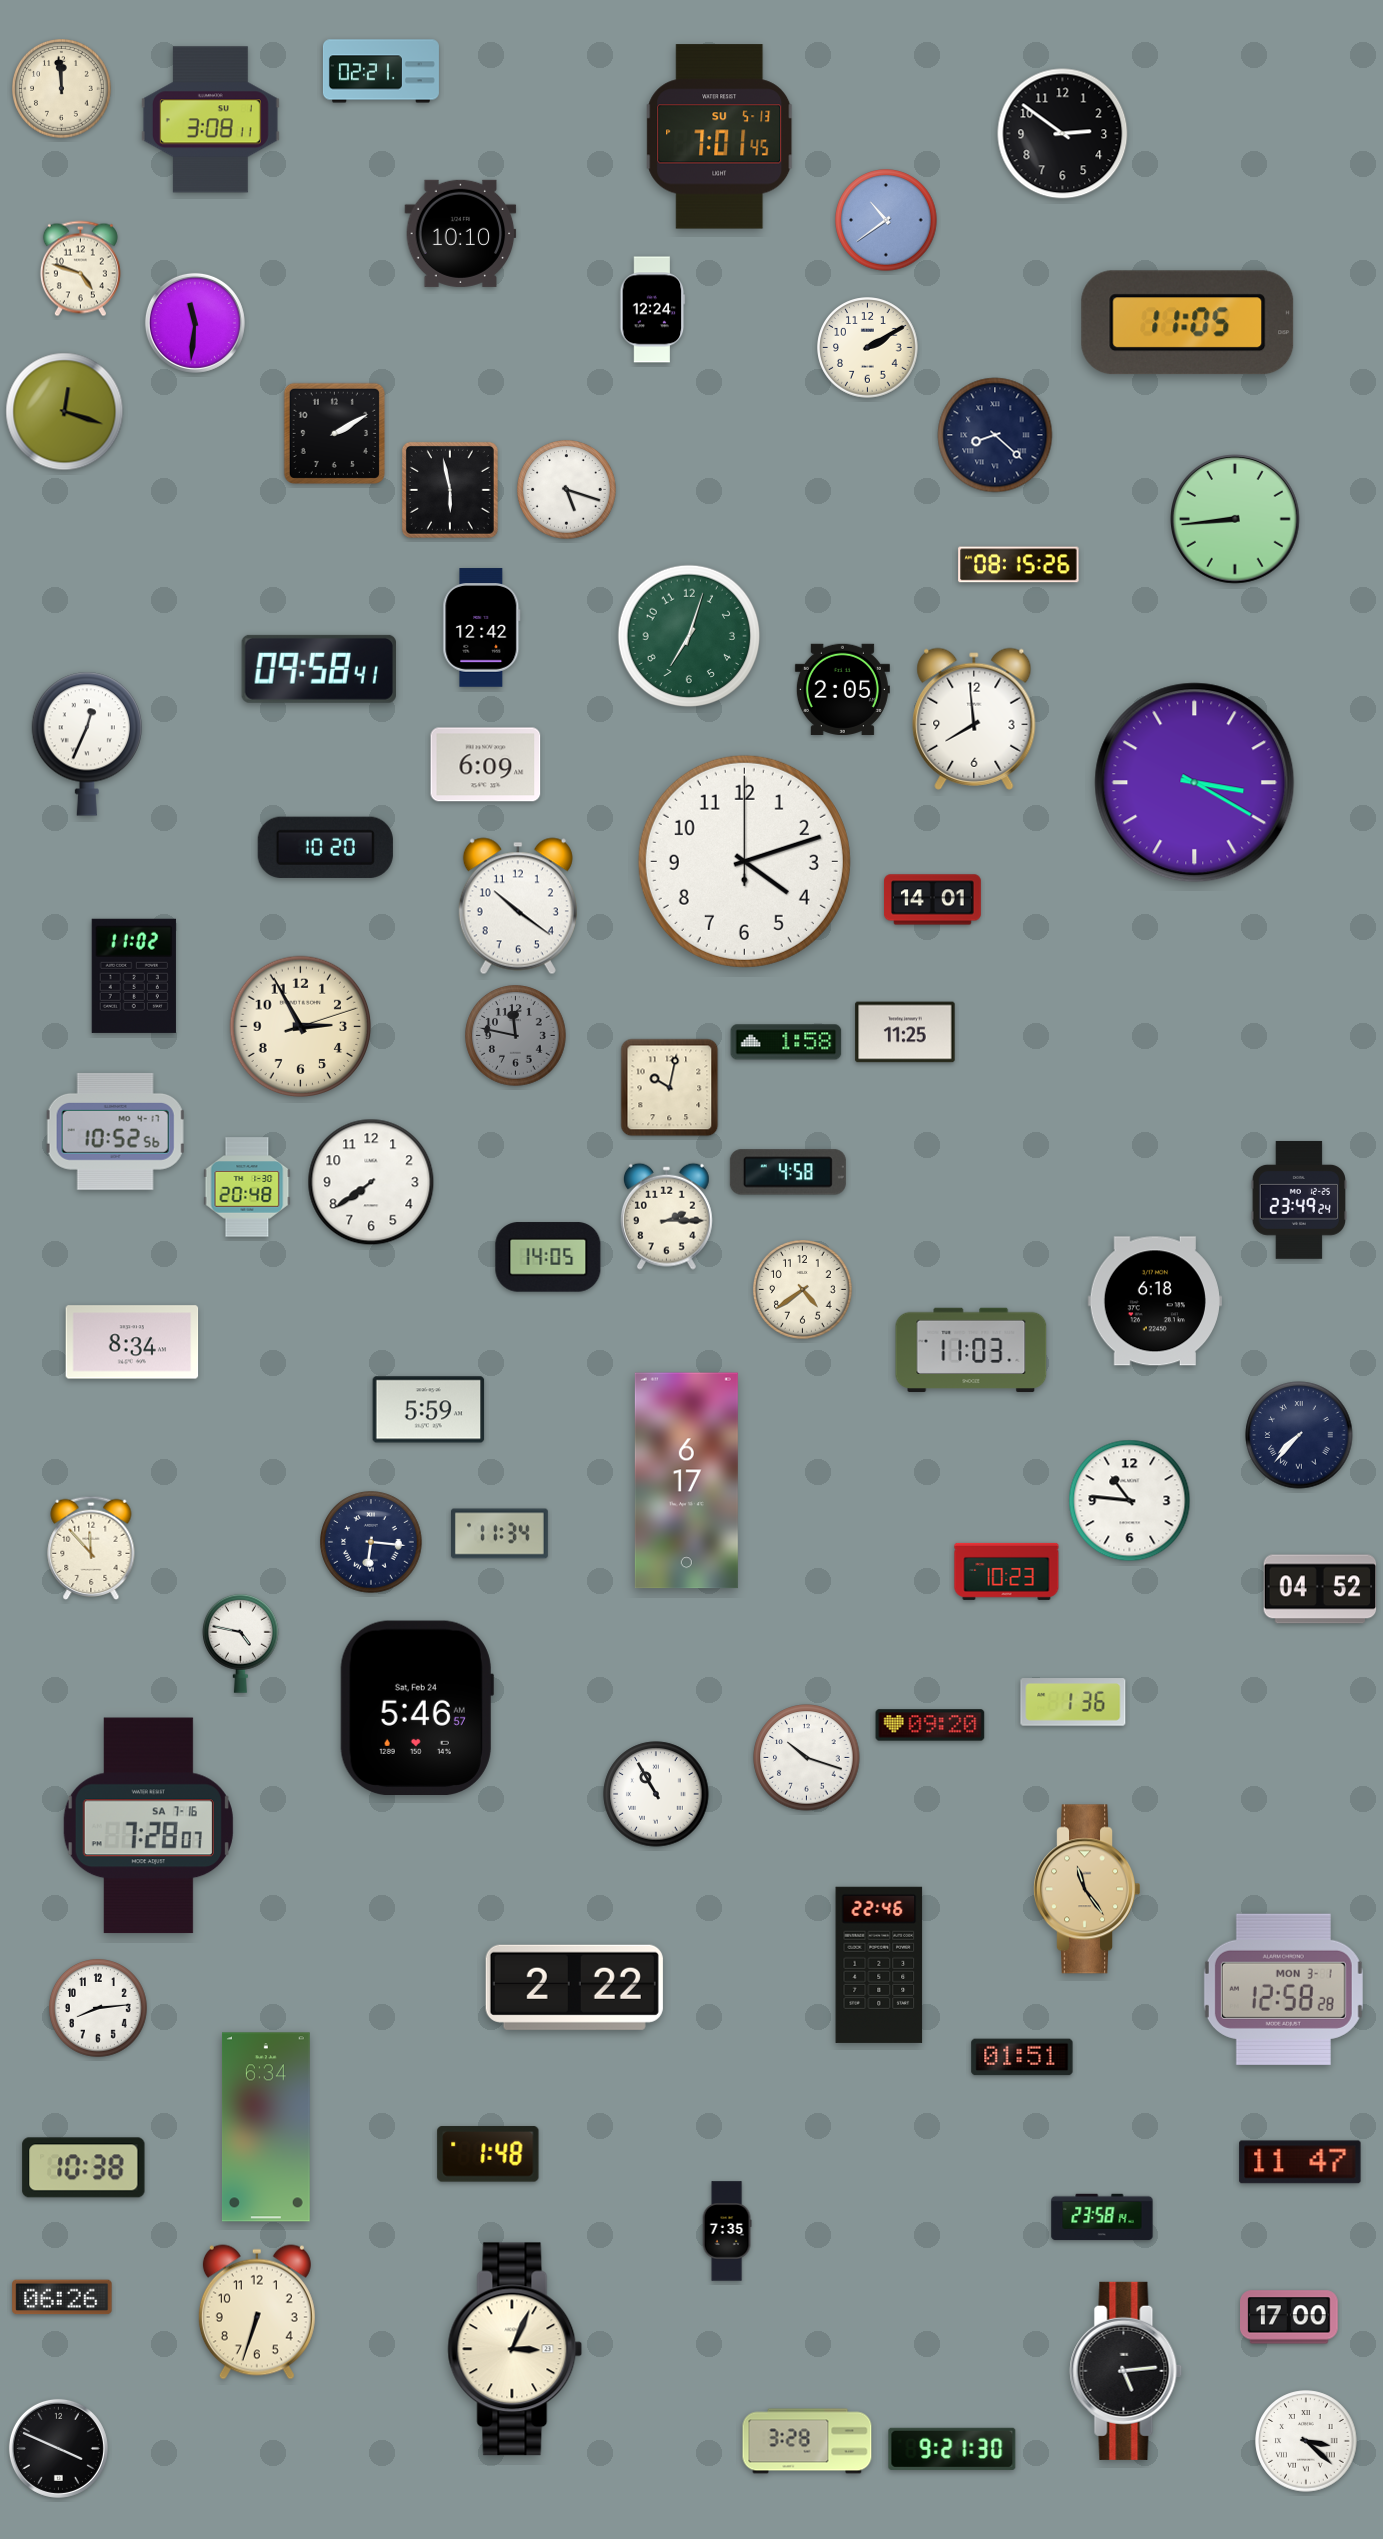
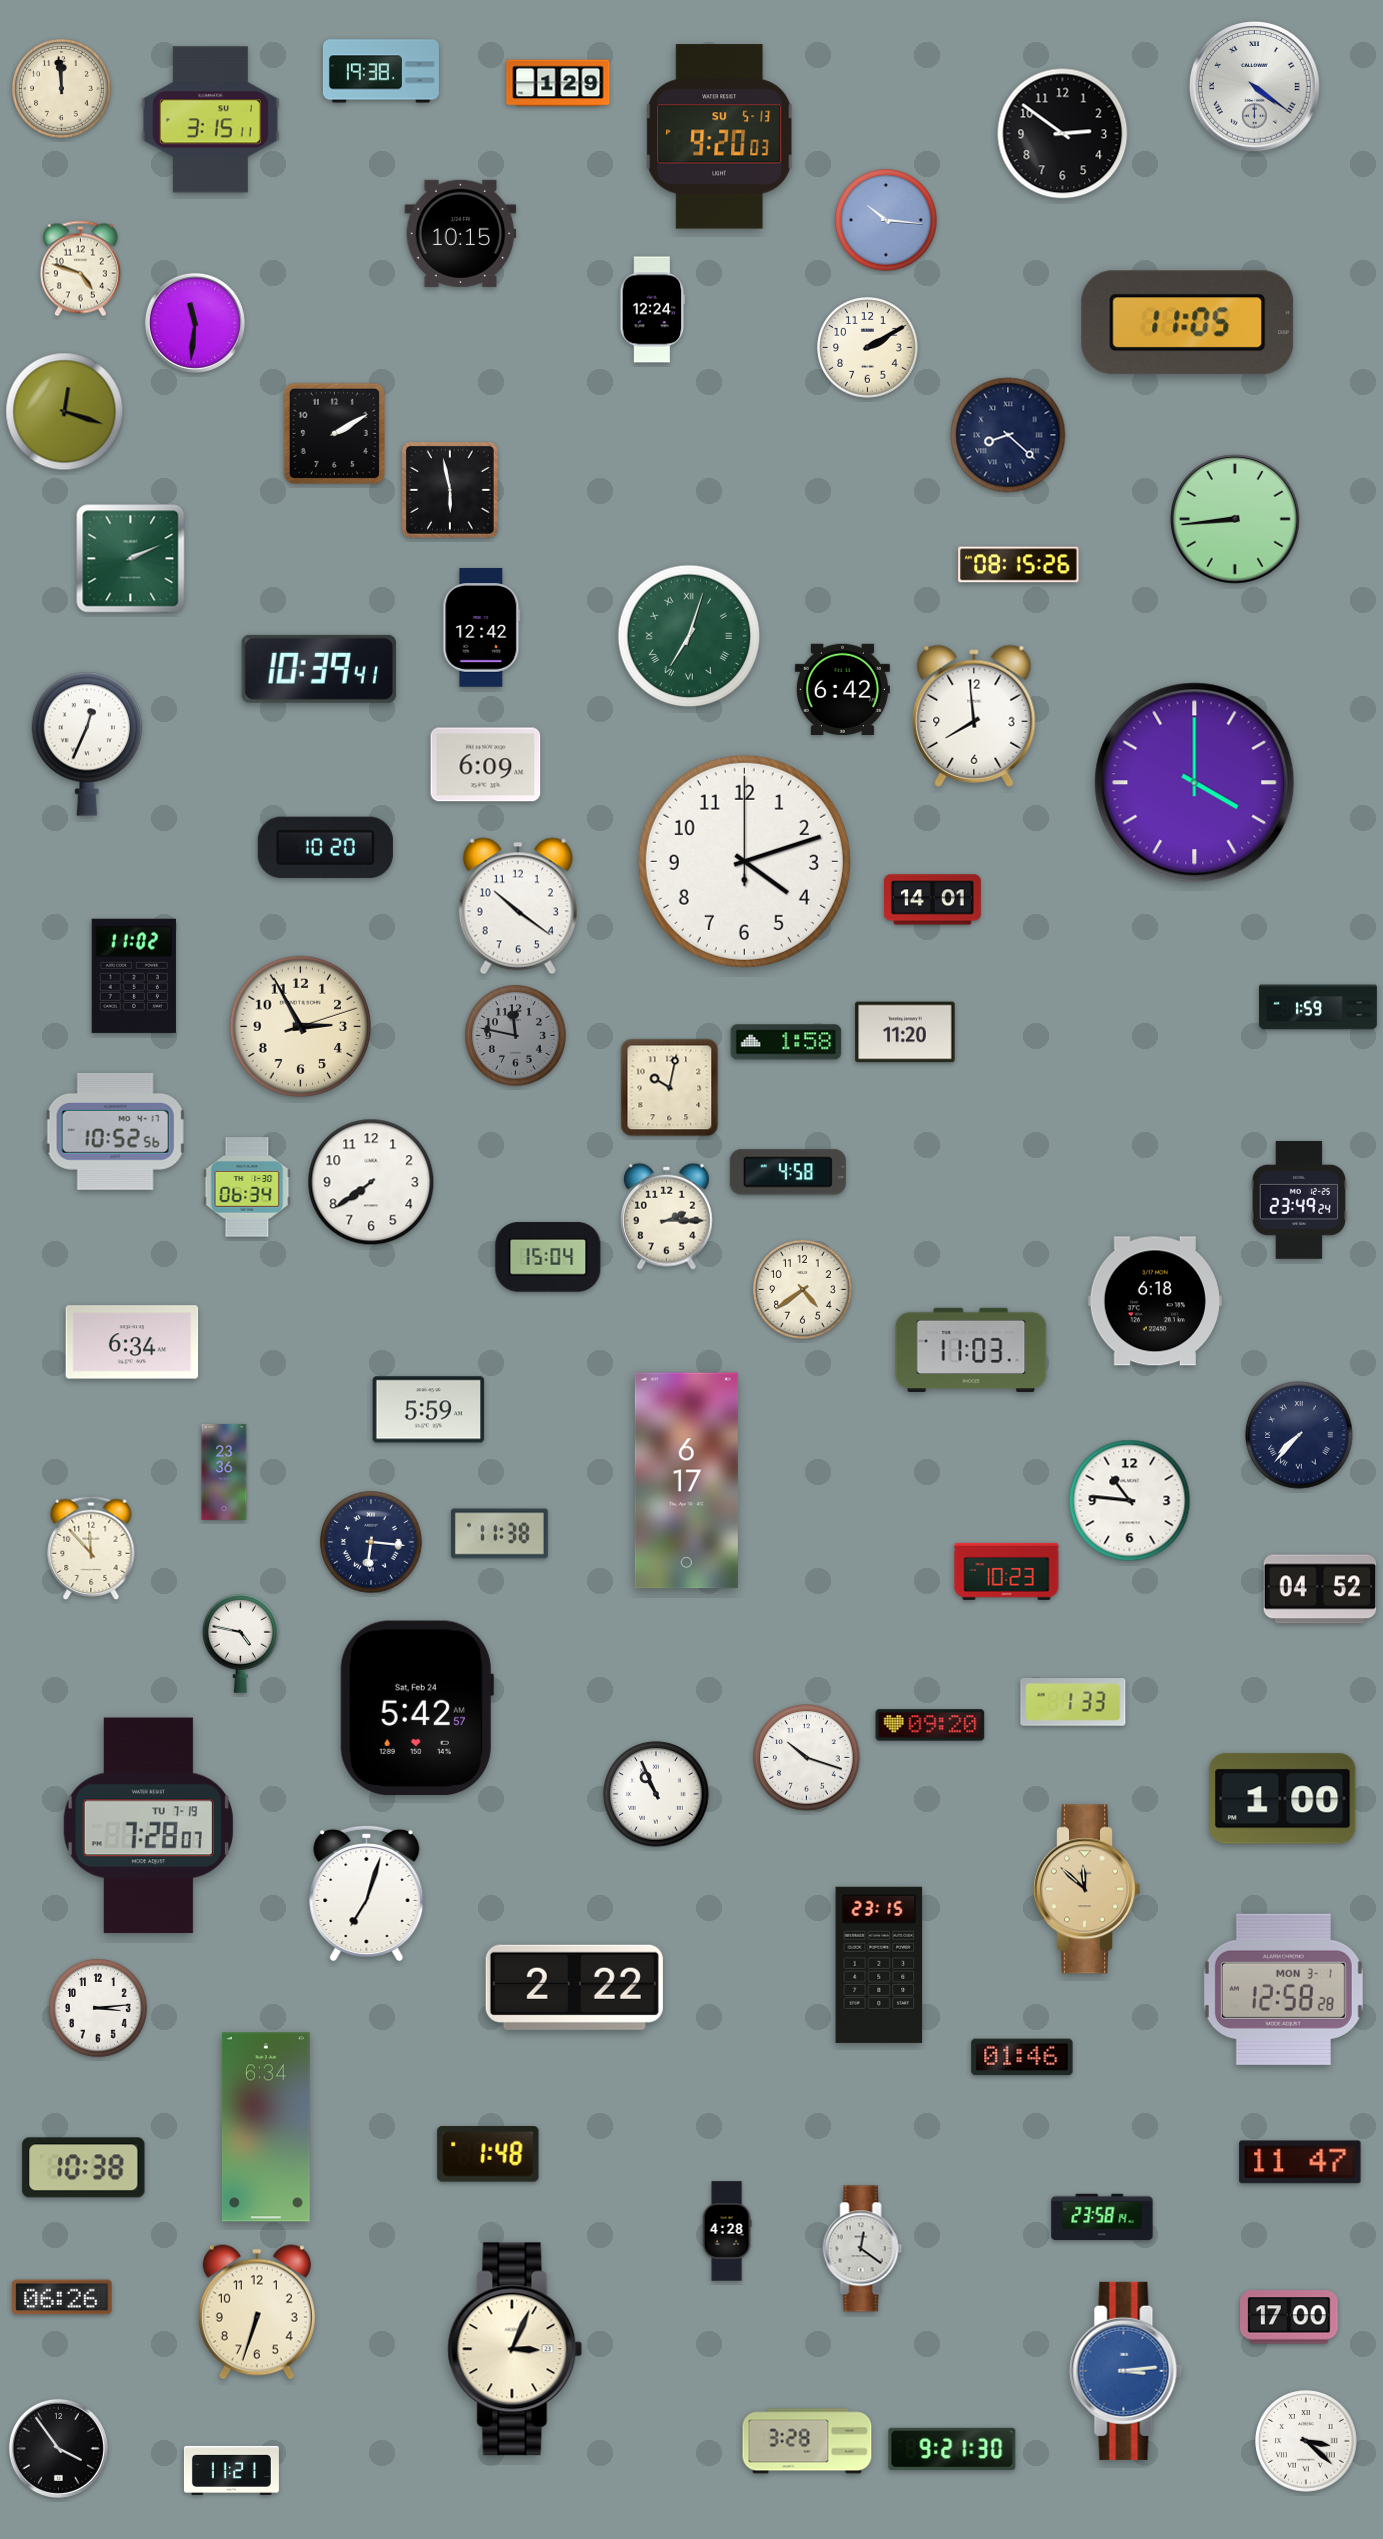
clock at (381, 71): 02:21 -> 19:38
clock at (558, 83): none -> 1:29
clock at (1255, 87): none -> 4:21
clock at (210, 120): 3:08 -> 3:15
clock at (720, 137): 7:01 -> 9:20
clock at (886, 220): 10:39 -> 10:16
clock at (461, 233): 10:10 -> 10:15
clock at (995, 435) position: (995, 435) -> (1008, 435)
clock at (567, 490): 5:18 -> none
clock at (131, 559): none -> 2:11
clock at (689, 636) numerals: Arabic -> Roman
clock at (319, 669): 09:58 -> 10:39
clock at (842, 689): 2:05 -> 6:42
clock at (974, 719) position: (974, 719) -> (974, 716)
clock at (1195, 783): 3:20 -> 4:00
clock at (1318, 1007): none -> 1:59
clock at (905, 1032): 11:25 -> 11:20
clock at (247, 1187): 20:48 -> 06:34
clock at (548, 1257): 14:05 -> 15:04
clock at (132, 1342): 8:34 -> 6:34
clock at (224, 1472): none -> 23:36
clock at (500, 1534): 11:34 -> 11:38
clock at (1073, 1702): 1:36 -> 1:33
clock at (417, 1707): 5:46 -> 5:42
clock at (656, 1794): 10:55 -> 10:56
clock at (1283, 1799): none -> 1:00
clock at (148, 1826) date: SA 7-16 -> TU 7-19
clock at (1086, 1889): 11:24 -> 11:52
clock at (367, 1893): none -> 7:03
clock at (879, 1965): 22:46 -> 23:15
clock at (99, 2009): 8:14 -> 3:14
clock at (1022, 2057): 01:51 -> 01:46
clock at (727, 2231): 7:35 -> 4:28
clock at (863, 2249): none -> 12:21
clock at (1126, 2371): 5:14 -> 3:14
clock at (1126, 2371) dial: black -> blue
clock at (58, 2448): 3:49 -> 3:54
clock at (231, 2470): none -> 11:21
